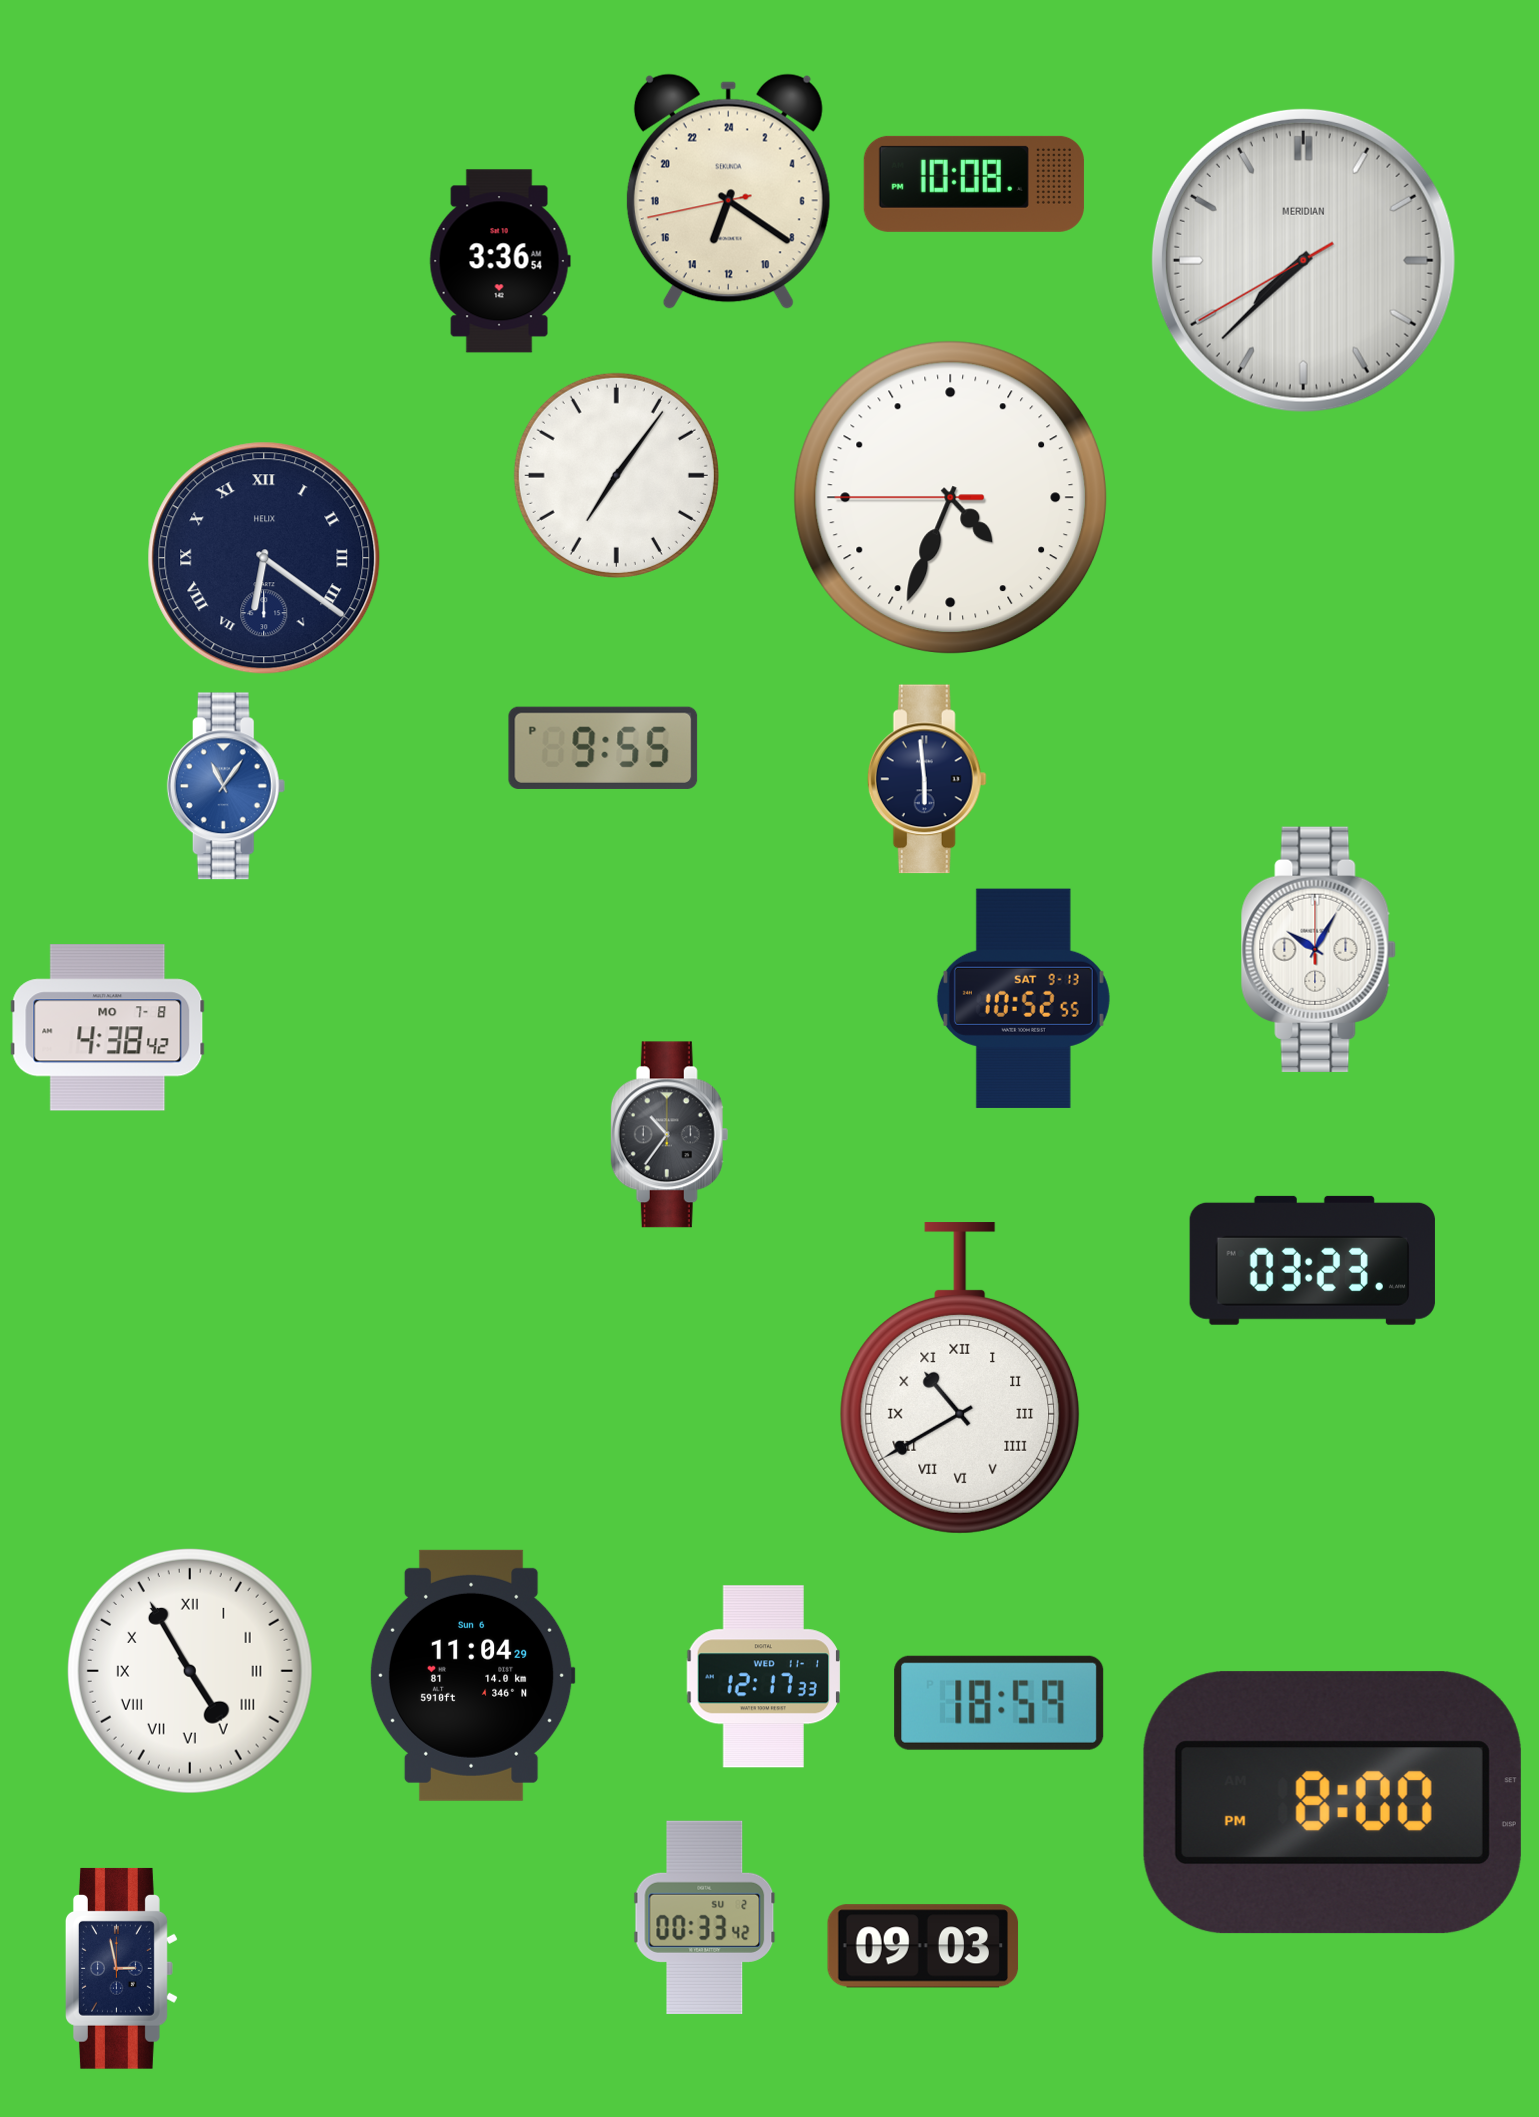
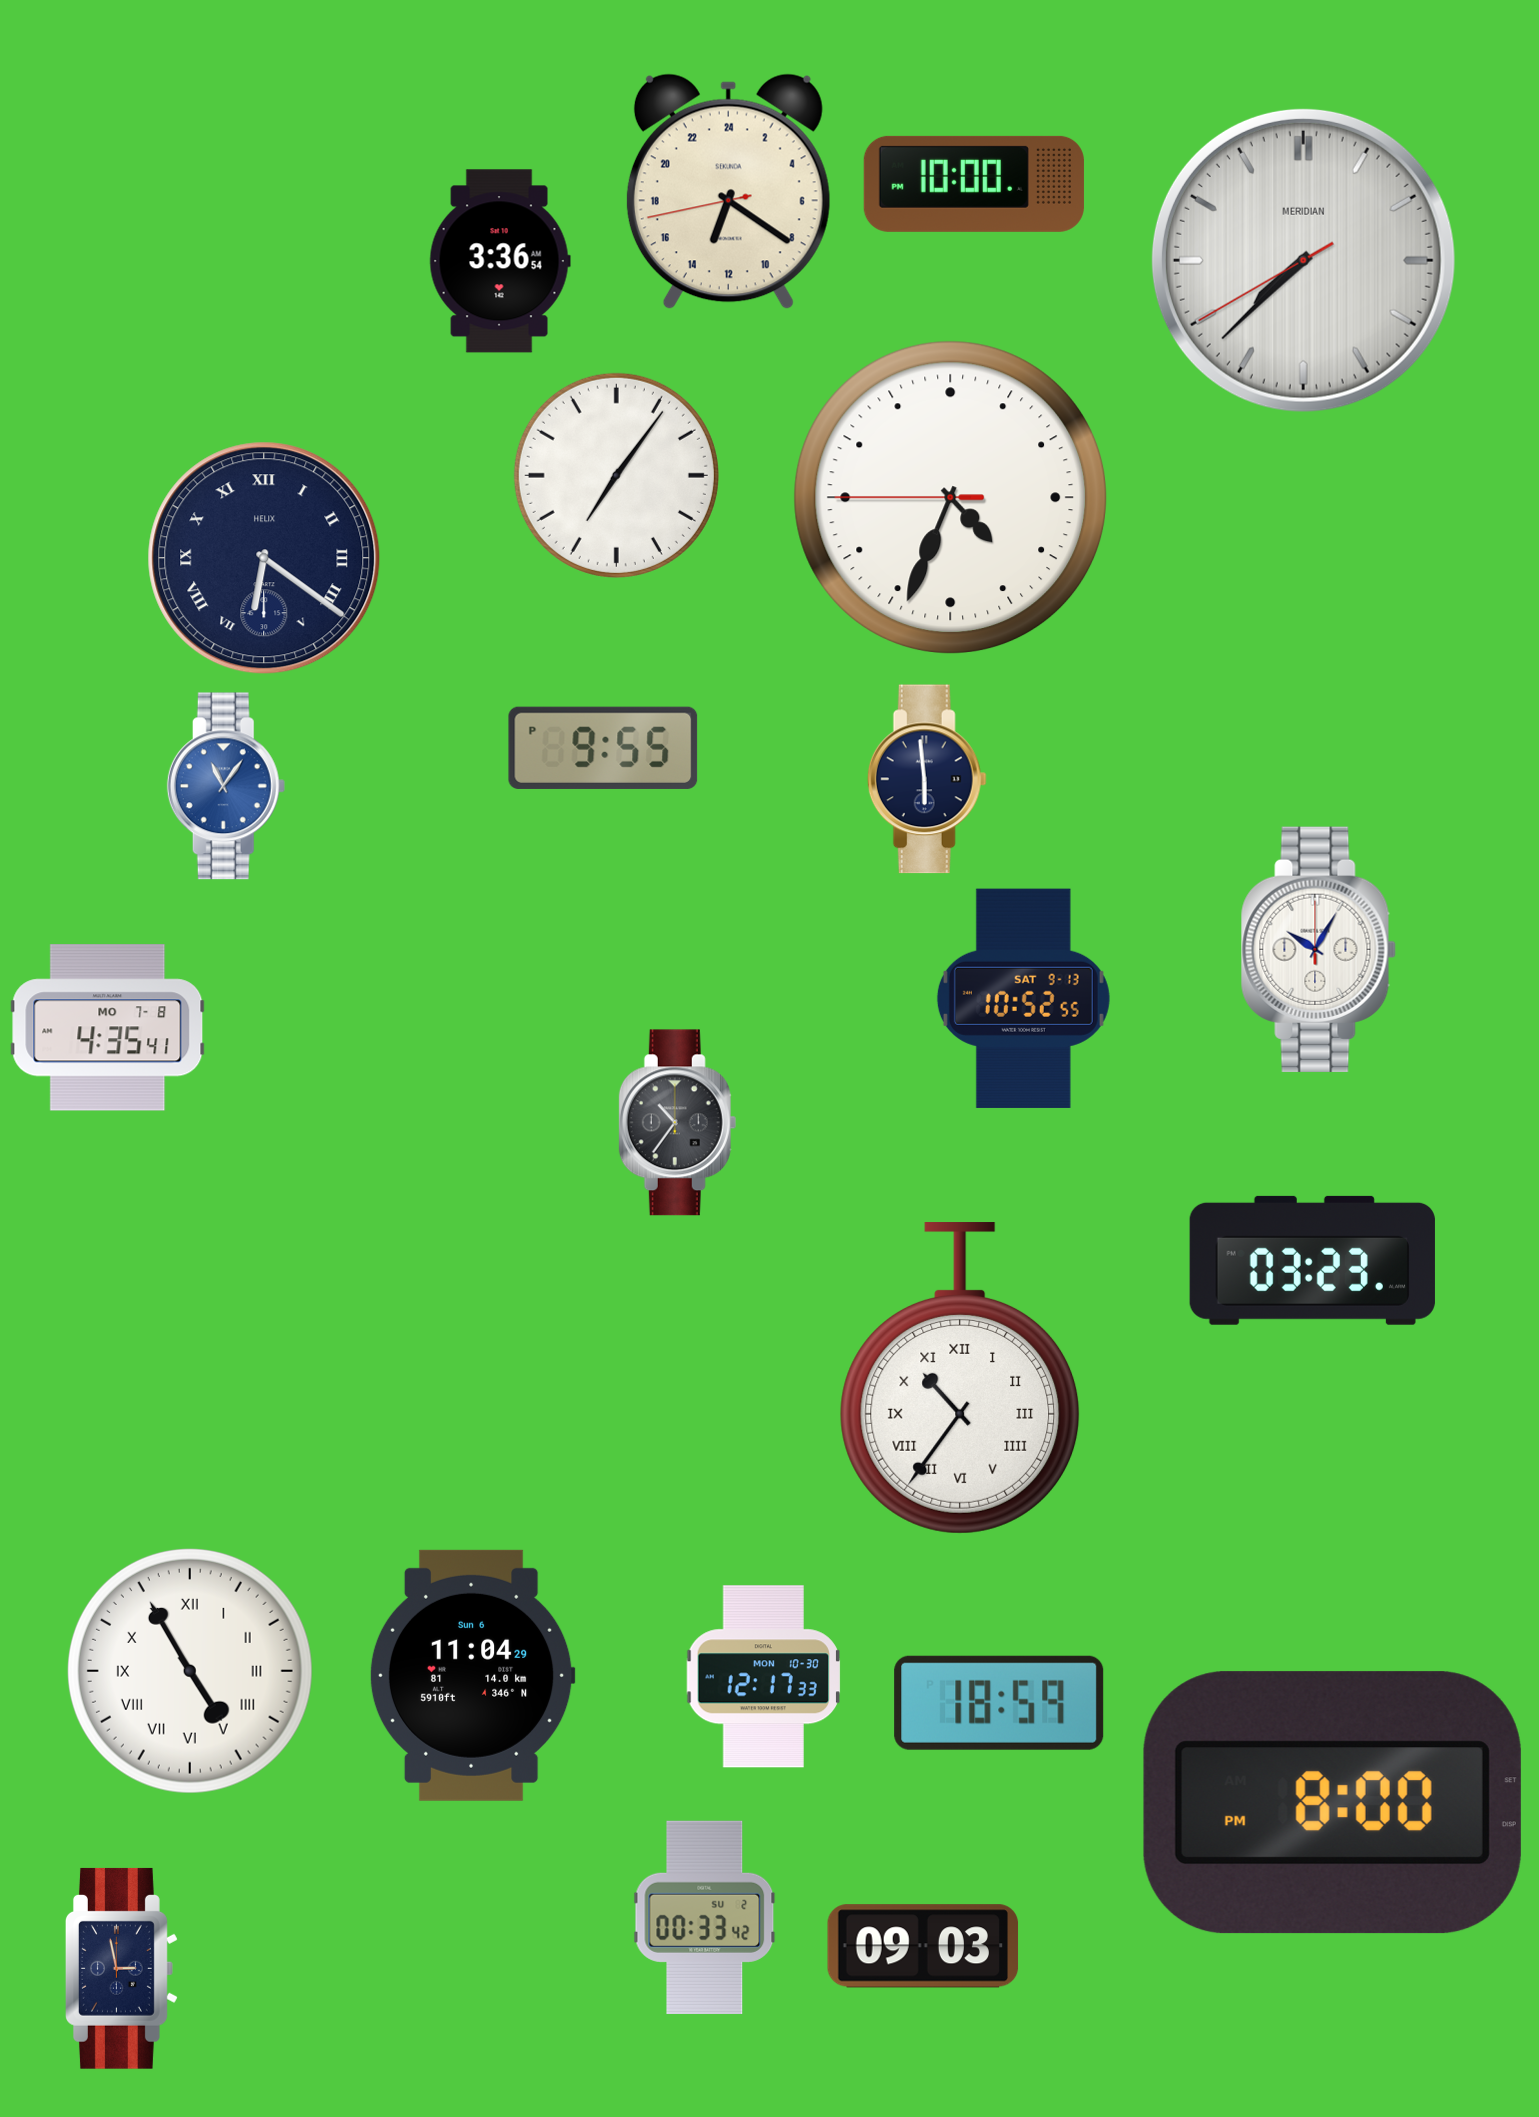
clock at (974, 184): 10:08 -> 10:00
clock at (108, 1028): 4:38 -> 4:35
clock at (670, 1135) position: (670, 1135) -> (678, 1123)
clock at (960, 1378): 10:40 -> 10:36
clock at (763, 1677) date: WED 11-1 -> MON 10-30
